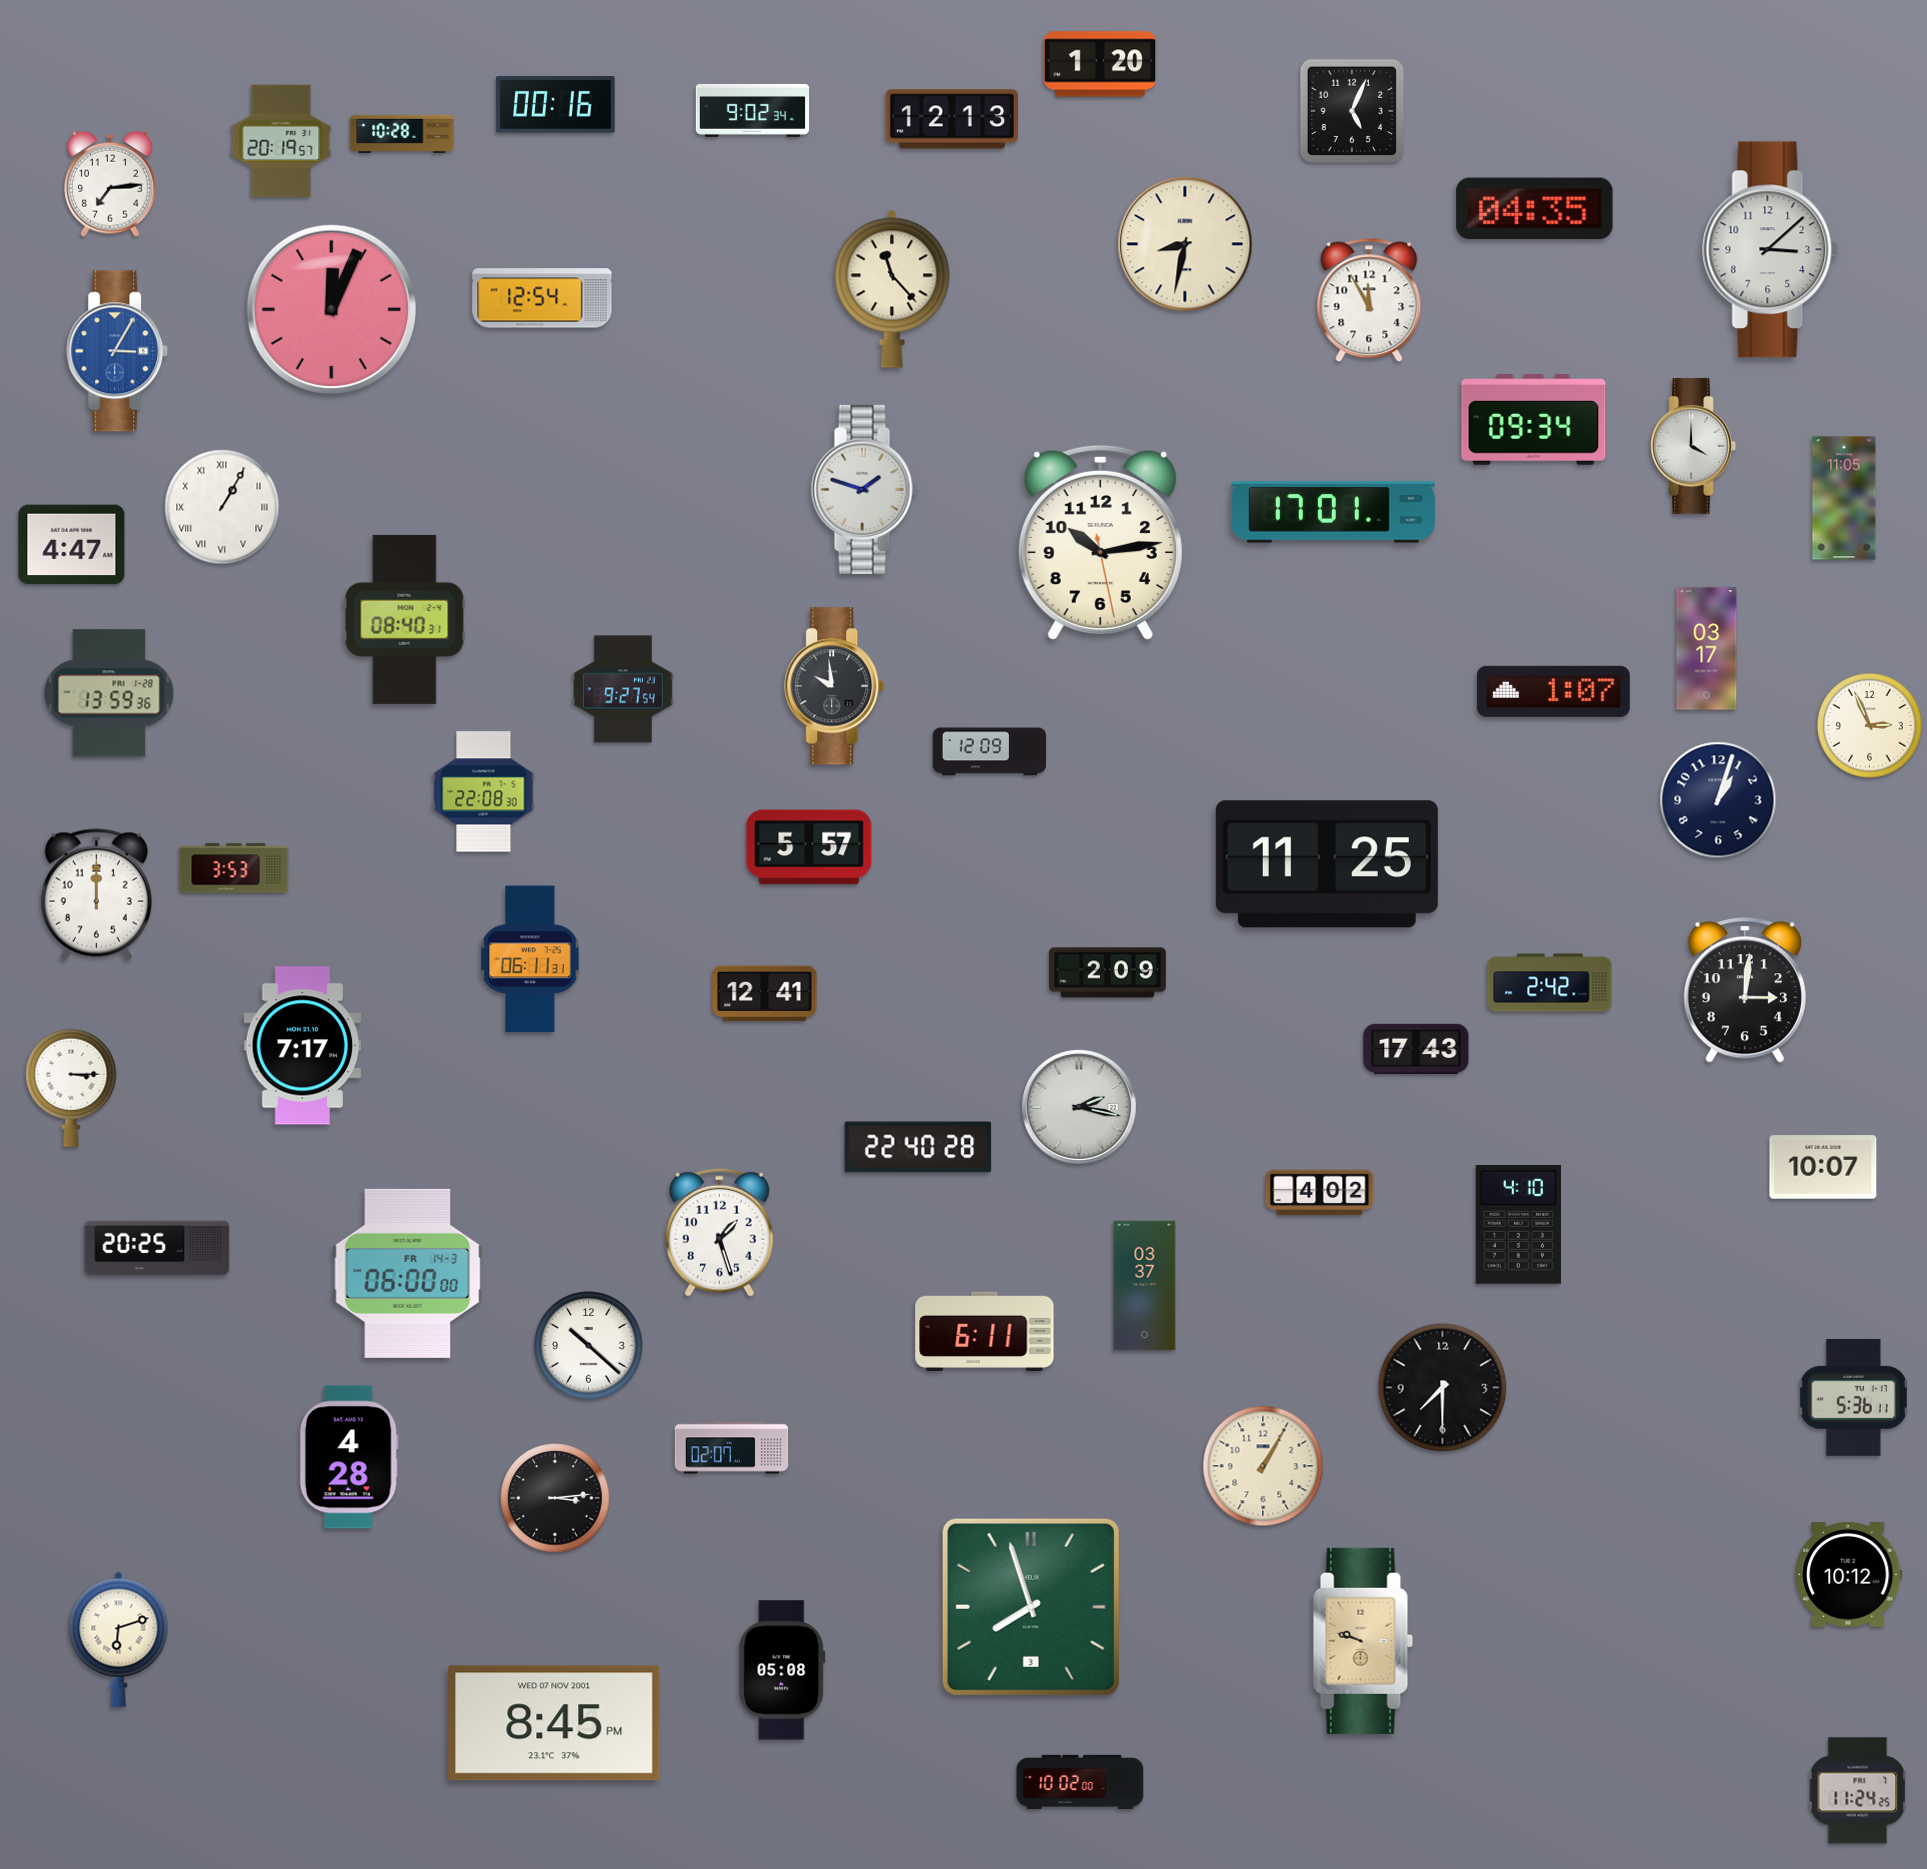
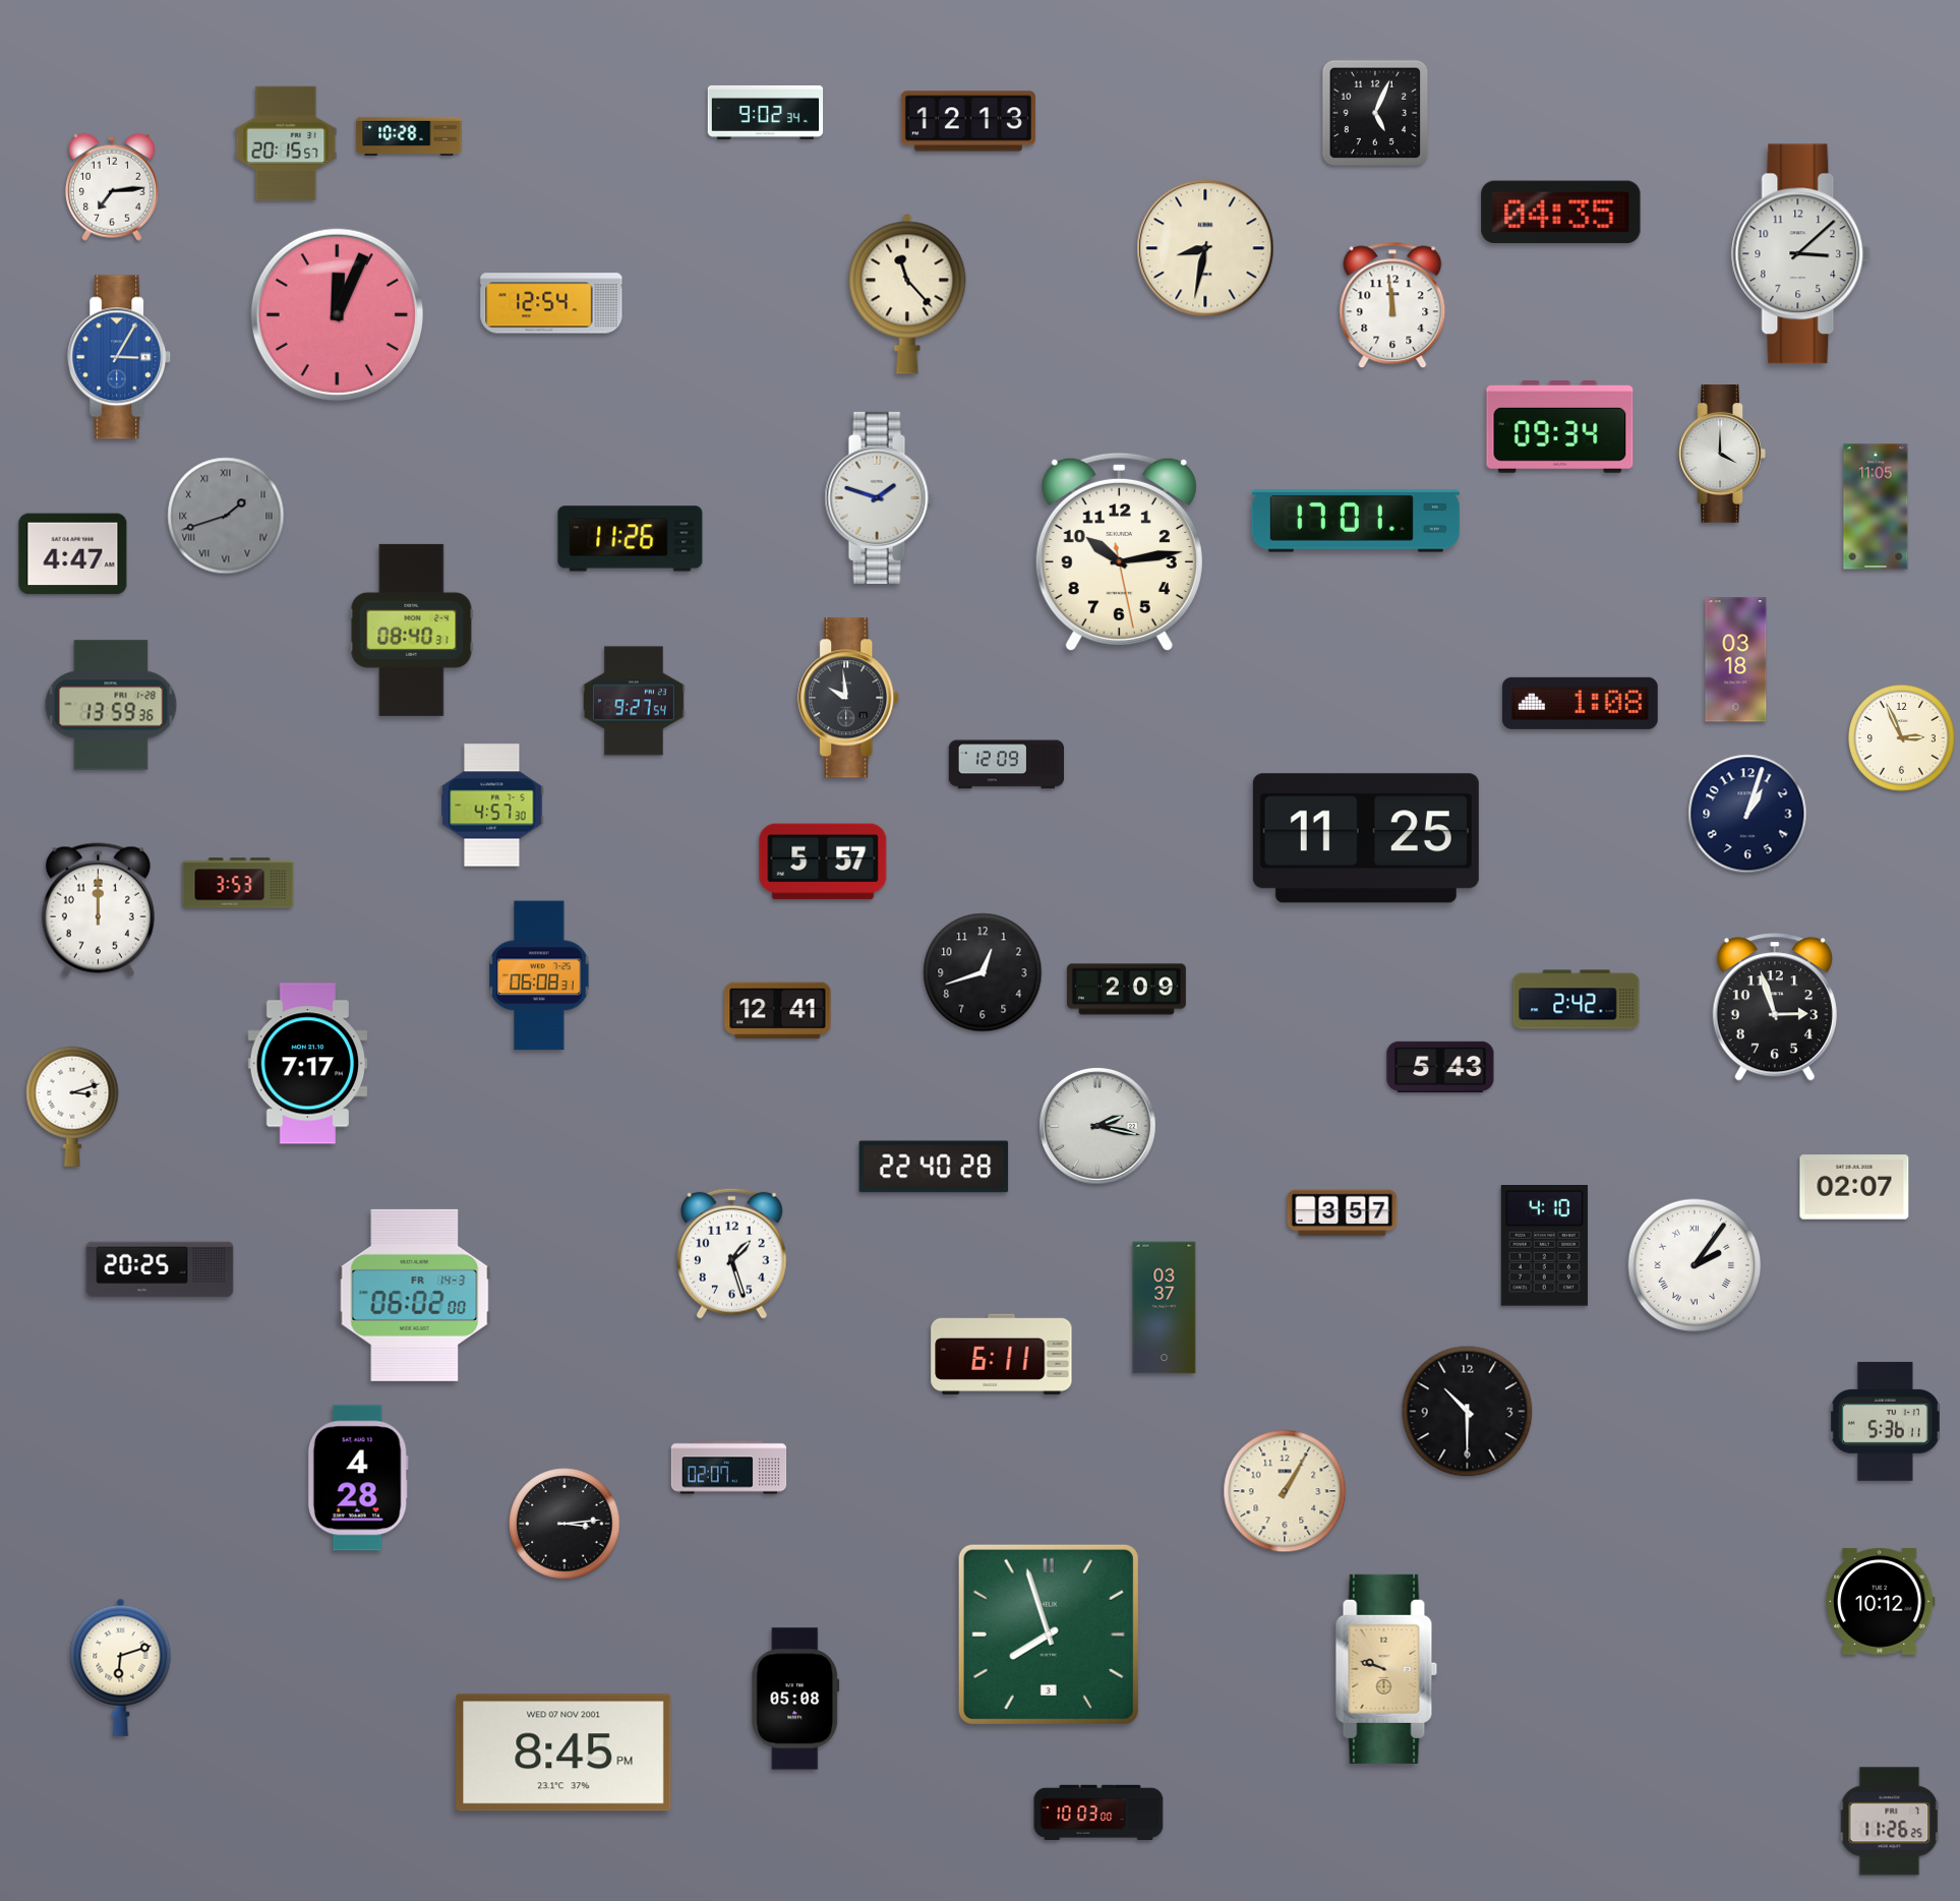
clock at (1100, 64): 1:20 -> none
clock at (556, 105): 00:16 -> none
clock at (281, 141): 20:19 -> 20:15
clock at (1369, 300): 11:55 -> 11:59
clock at (222, 507): 1:05 -> 1:42
clock at (222, 507) dial: white -> grey
clock at (631, 539): none -> 11:26
clock at (1707, 649): 03:17 -> 03:18
clock at (1553, 691): 1:07 -> 1:08
clock at (484, 792): 22:08 -> 4:57
clock at (1327, 864) position: (1327, 864) -> (1366, 838)
clock at (983, 972): none -> 12:42
clock at (530, 959): 06:11 -> 06:08
clock at (1745, 990): 3:01 -> 2:57
clock at (1416, 1049): 17:43 -> 5:43
clock at (71, 1088): 3:15 -> 3:12
clock at (1823, 1167): 10:07 -> 02:07
clock at (1320, 1193): 4:02 -> 3:57
clock at (1695, 1265): none -> 2:06
clock at (408, 1273): 06:00 -> 06:02
clock at (589, 1346): 10:22 -> none
clock at (1443, 1388): 7:30 -> 10:30
clock at (732, 1448) position: (732, 1448) -> (729, 1468)
clock at (349, 1457) position: (349, 1457) -> (358, 1478)
clock at (1080, 1781): 10:02 -> 10:03
clock at (1858, 1791): 11:24 -> 11:26
